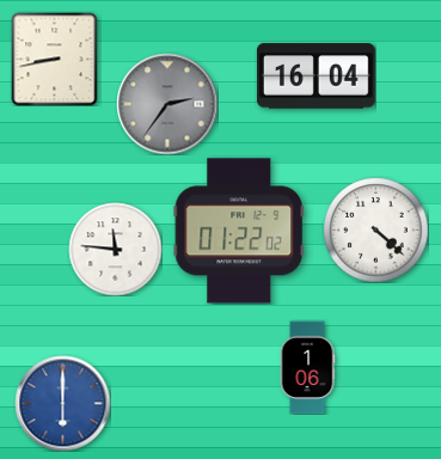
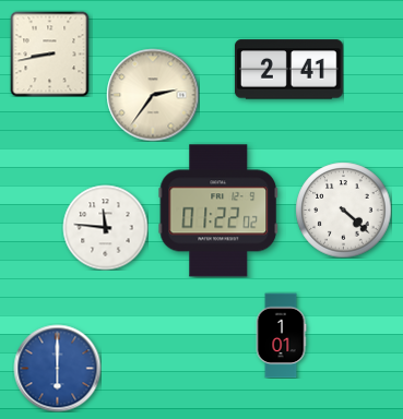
clock at (316, 76): 16:04 -> 2:41
clock at (167, 104) dial: grey -> cream
clock at (307, 367): 1:06 -> 1:01
